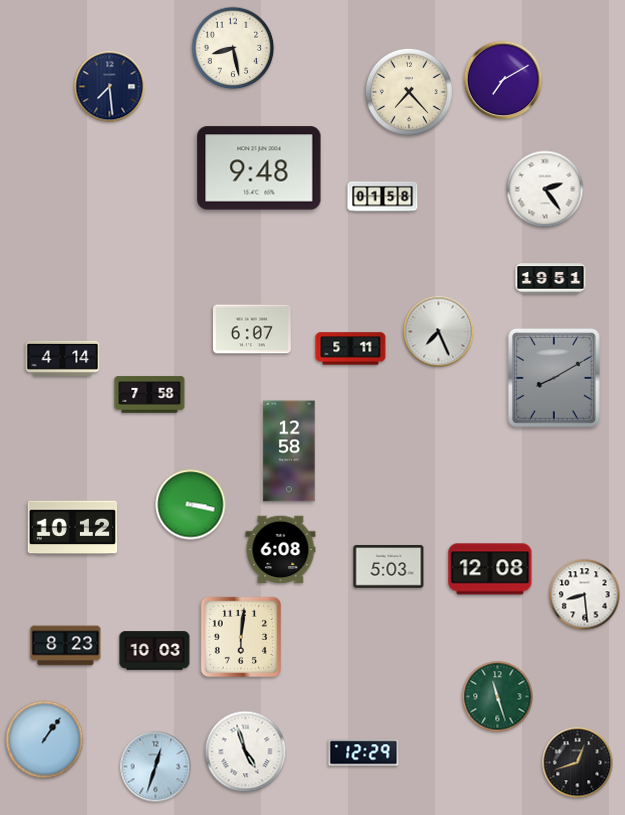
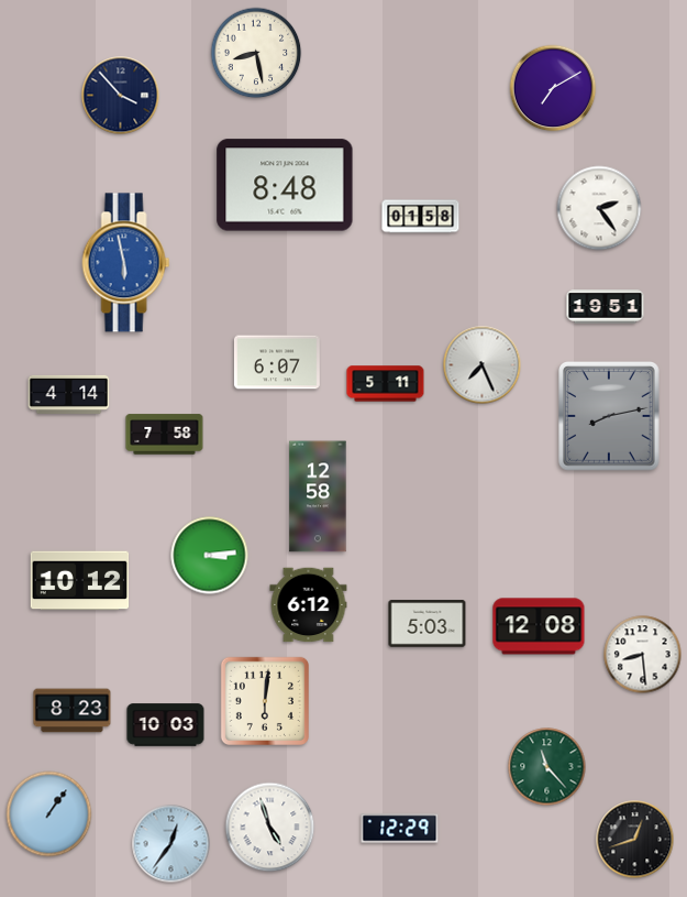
clock at (110, 87): 7:29 -> 3:53
clock at (409, 92): 7:23 -> none
clock at (259, 168): 9:48 -> 8:48
clock at (126, 263): none -> 5:58
clock at (555, 379): 8:10 -> 8:13
clock at (191, 505): 3:17 -> 3:14
clock at (281, 550): 6:08 -> 6:12
clock at (155, 651) position: (155, 651) -> (166, 725)
clock at (498, 697): 11:27 -> 11:23
clock at (156, 767): 12:33 -> 12:36
